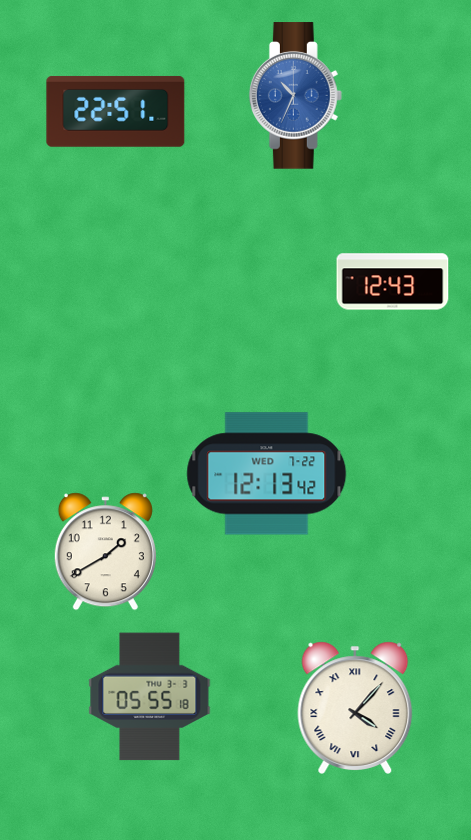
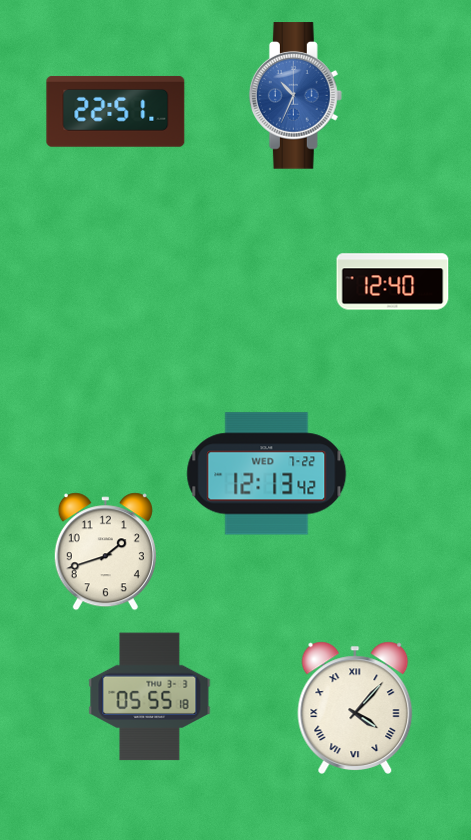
clock at (393, 282): 12:43 -> 12:40
clock at (105, 552): 1:40 -> 1:42
